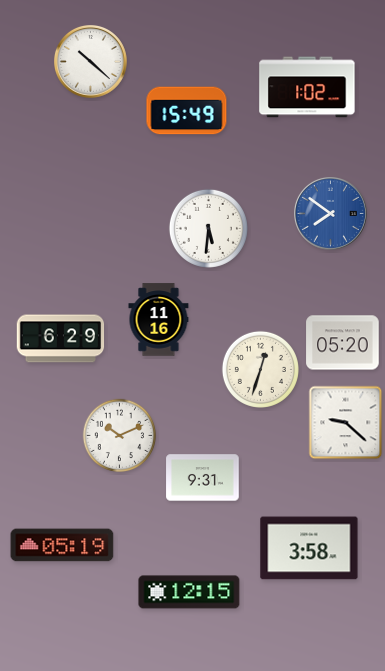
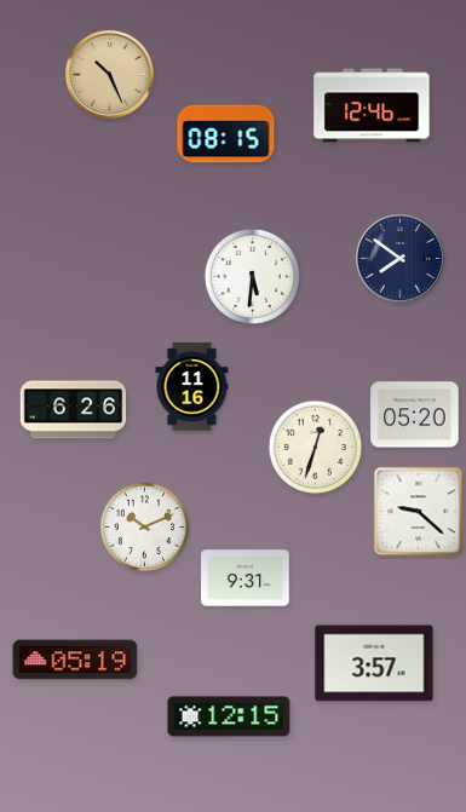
clock at (91, 62): 10:22 -> 10:26
clock at (91, 62) dial: white -> champagne
clock at (307, 87): 1:02 -> 12:46
clock at (187, 111): 15:49 -> 08:15
clock at (331, 214) dial: blue -> navy
clock at (61, 339): 6:29 -> 6:26
clock at (309, 548): 3:58 -> 3:57
